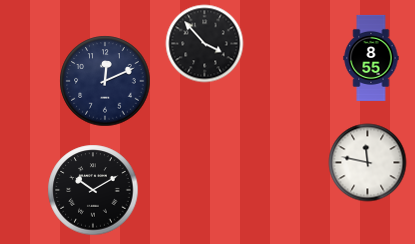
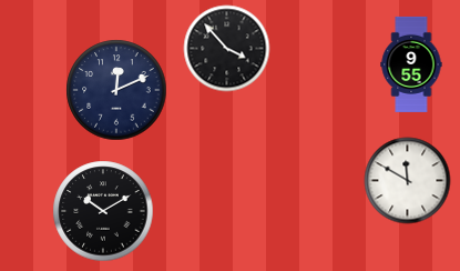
clock at (371, 58): 8:55 -> 9:55
clock at (367, 162): 11:47 -> 11:50
